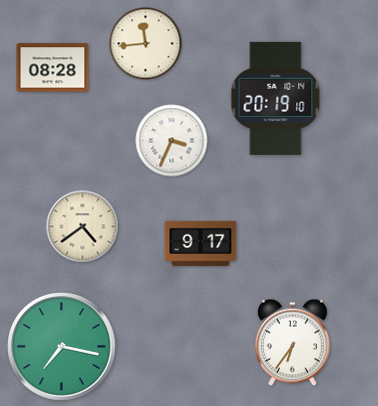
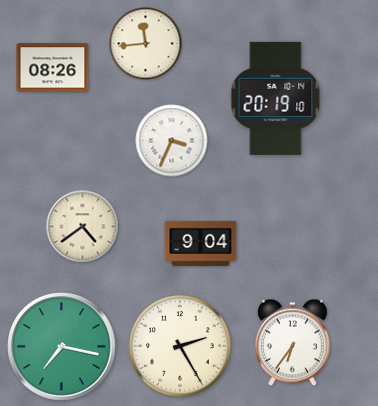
clock at (53, 68): 08:28 -> 08:26
clock at (201, 243): 9:17 -> 9:04
clock at (180, 346): none -> 2:25
